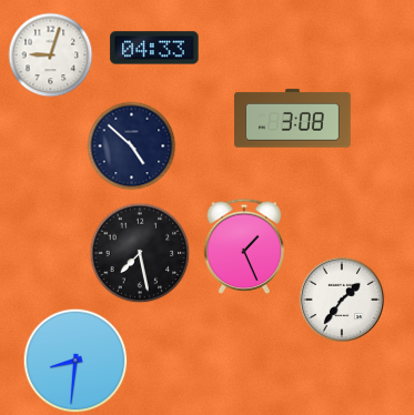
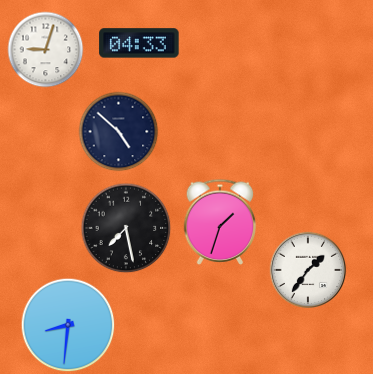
clock at (293, 119): 3:08 -> none
clock at (244, 246): 1:26 -> 1:33
